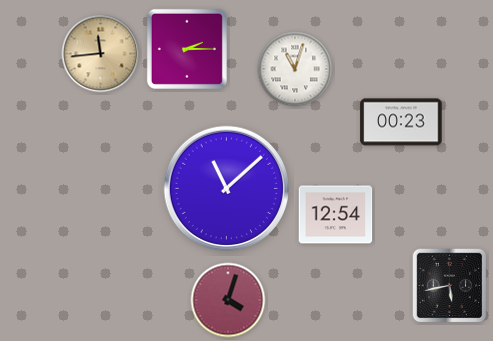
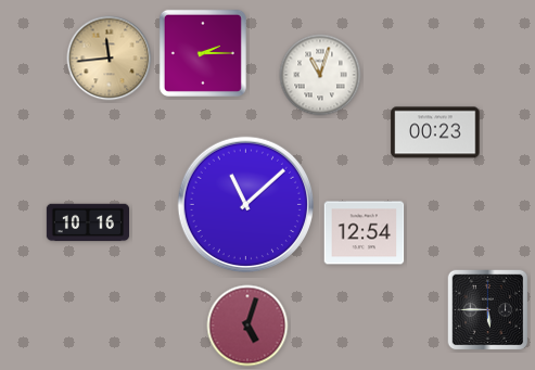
clock at (87, 222): none -> 10:16
clock at (450, 286): 5:43 -> 5:45
clock at (228, 300): 4:03 -> 5:03
